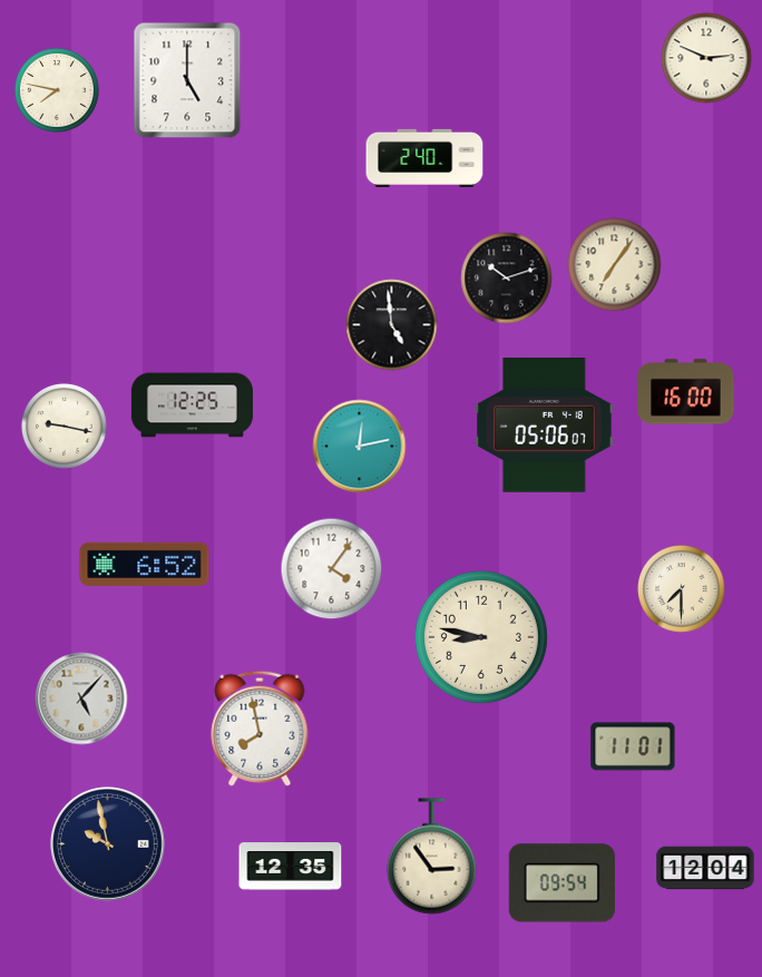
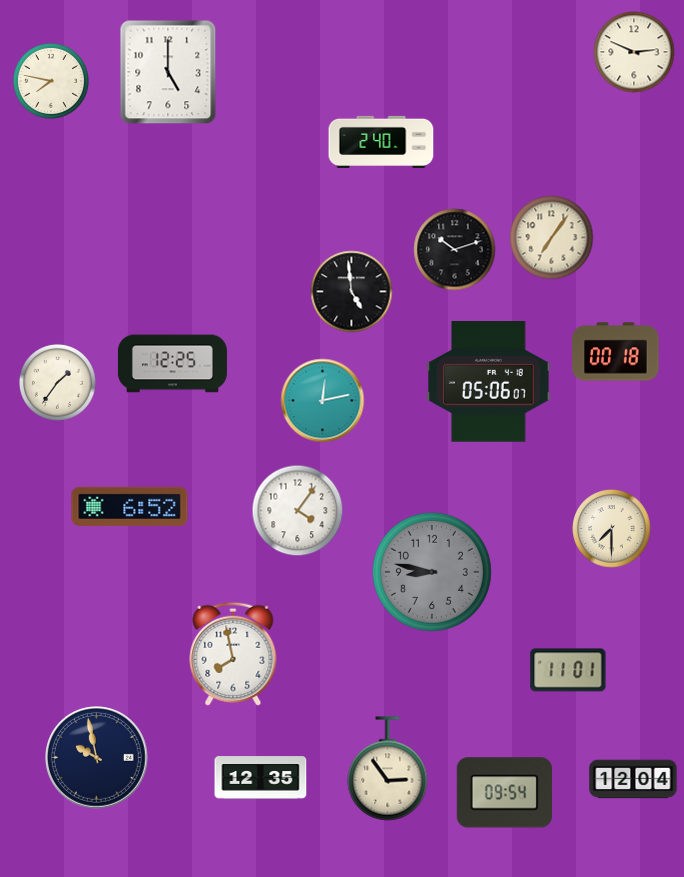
clock at (686, 392): 16:00 -> 00:18
clock at (63, 426): 9:17 -> 1:36
clock at (481, 637) dial: cream -> grey
clock at (81, 698): 5:07 -> none
